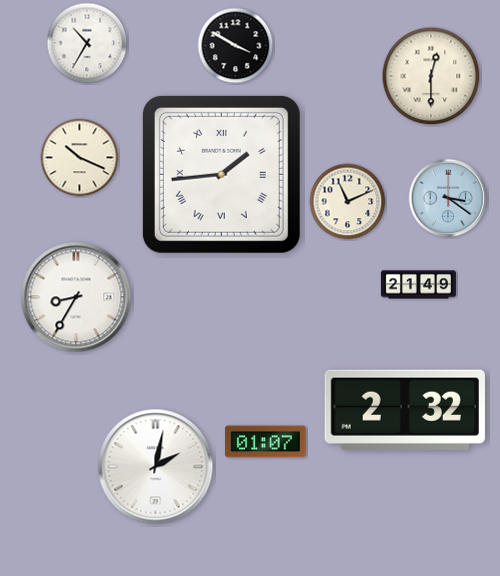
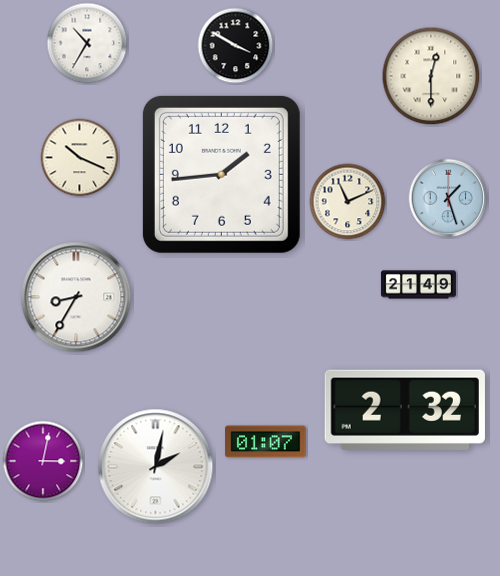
clock at (221, 174) numerals: Roman -> Arabic
clock at (448, 198): 3:21 -> 1:27
clock at (43, 461): none -> 3:02
